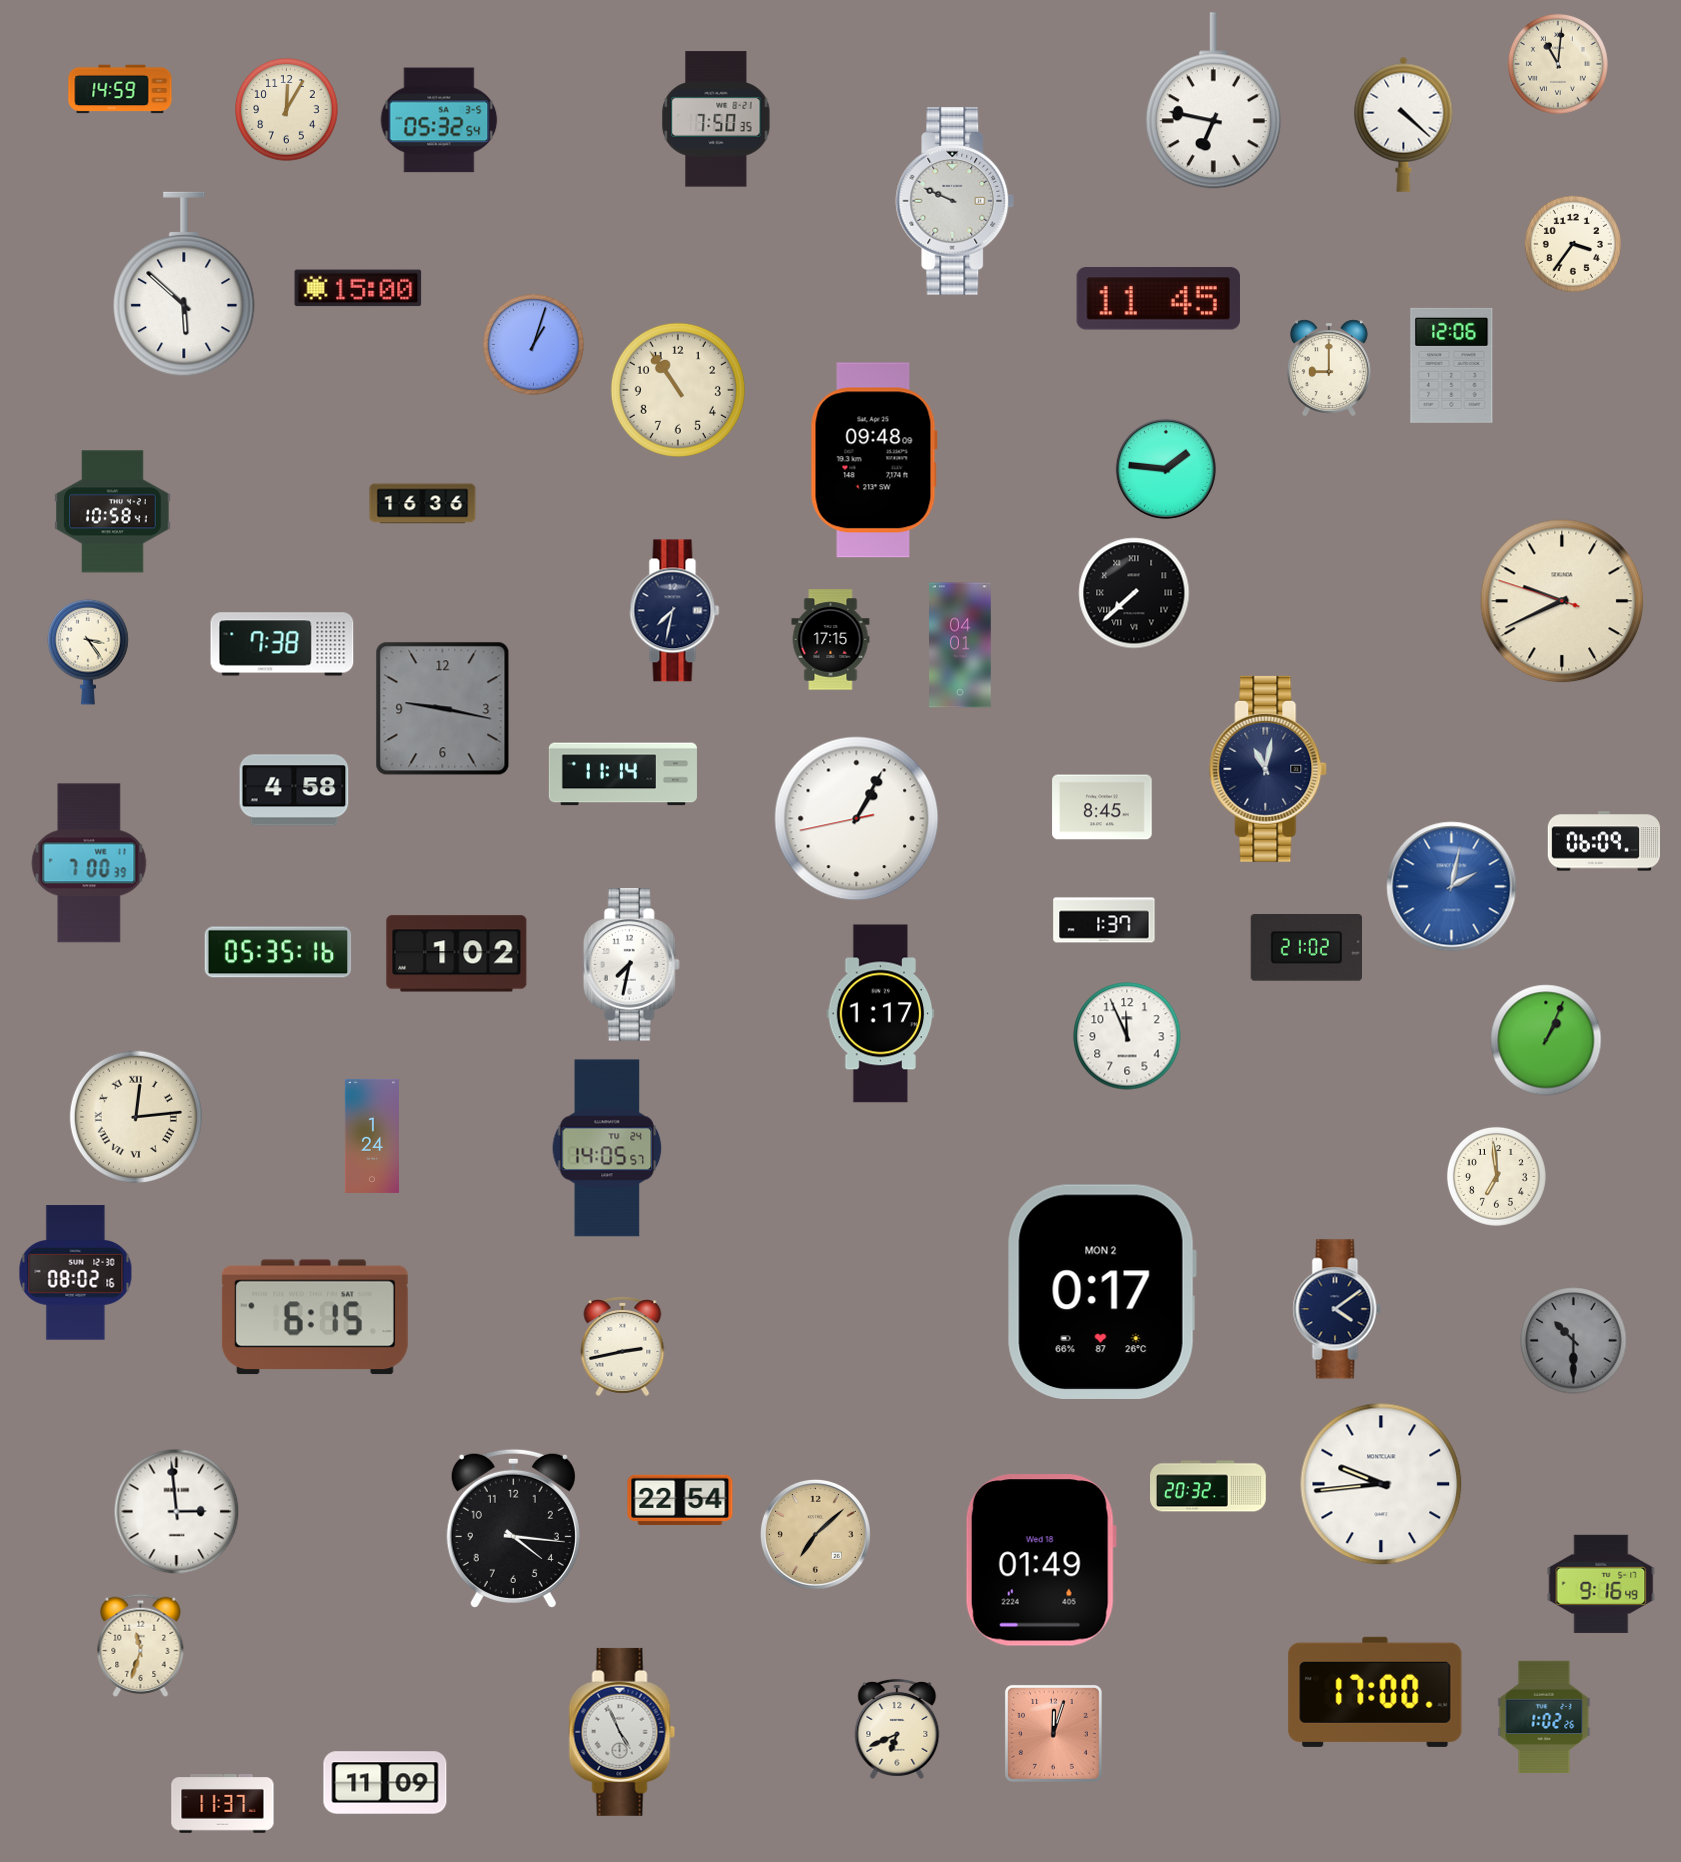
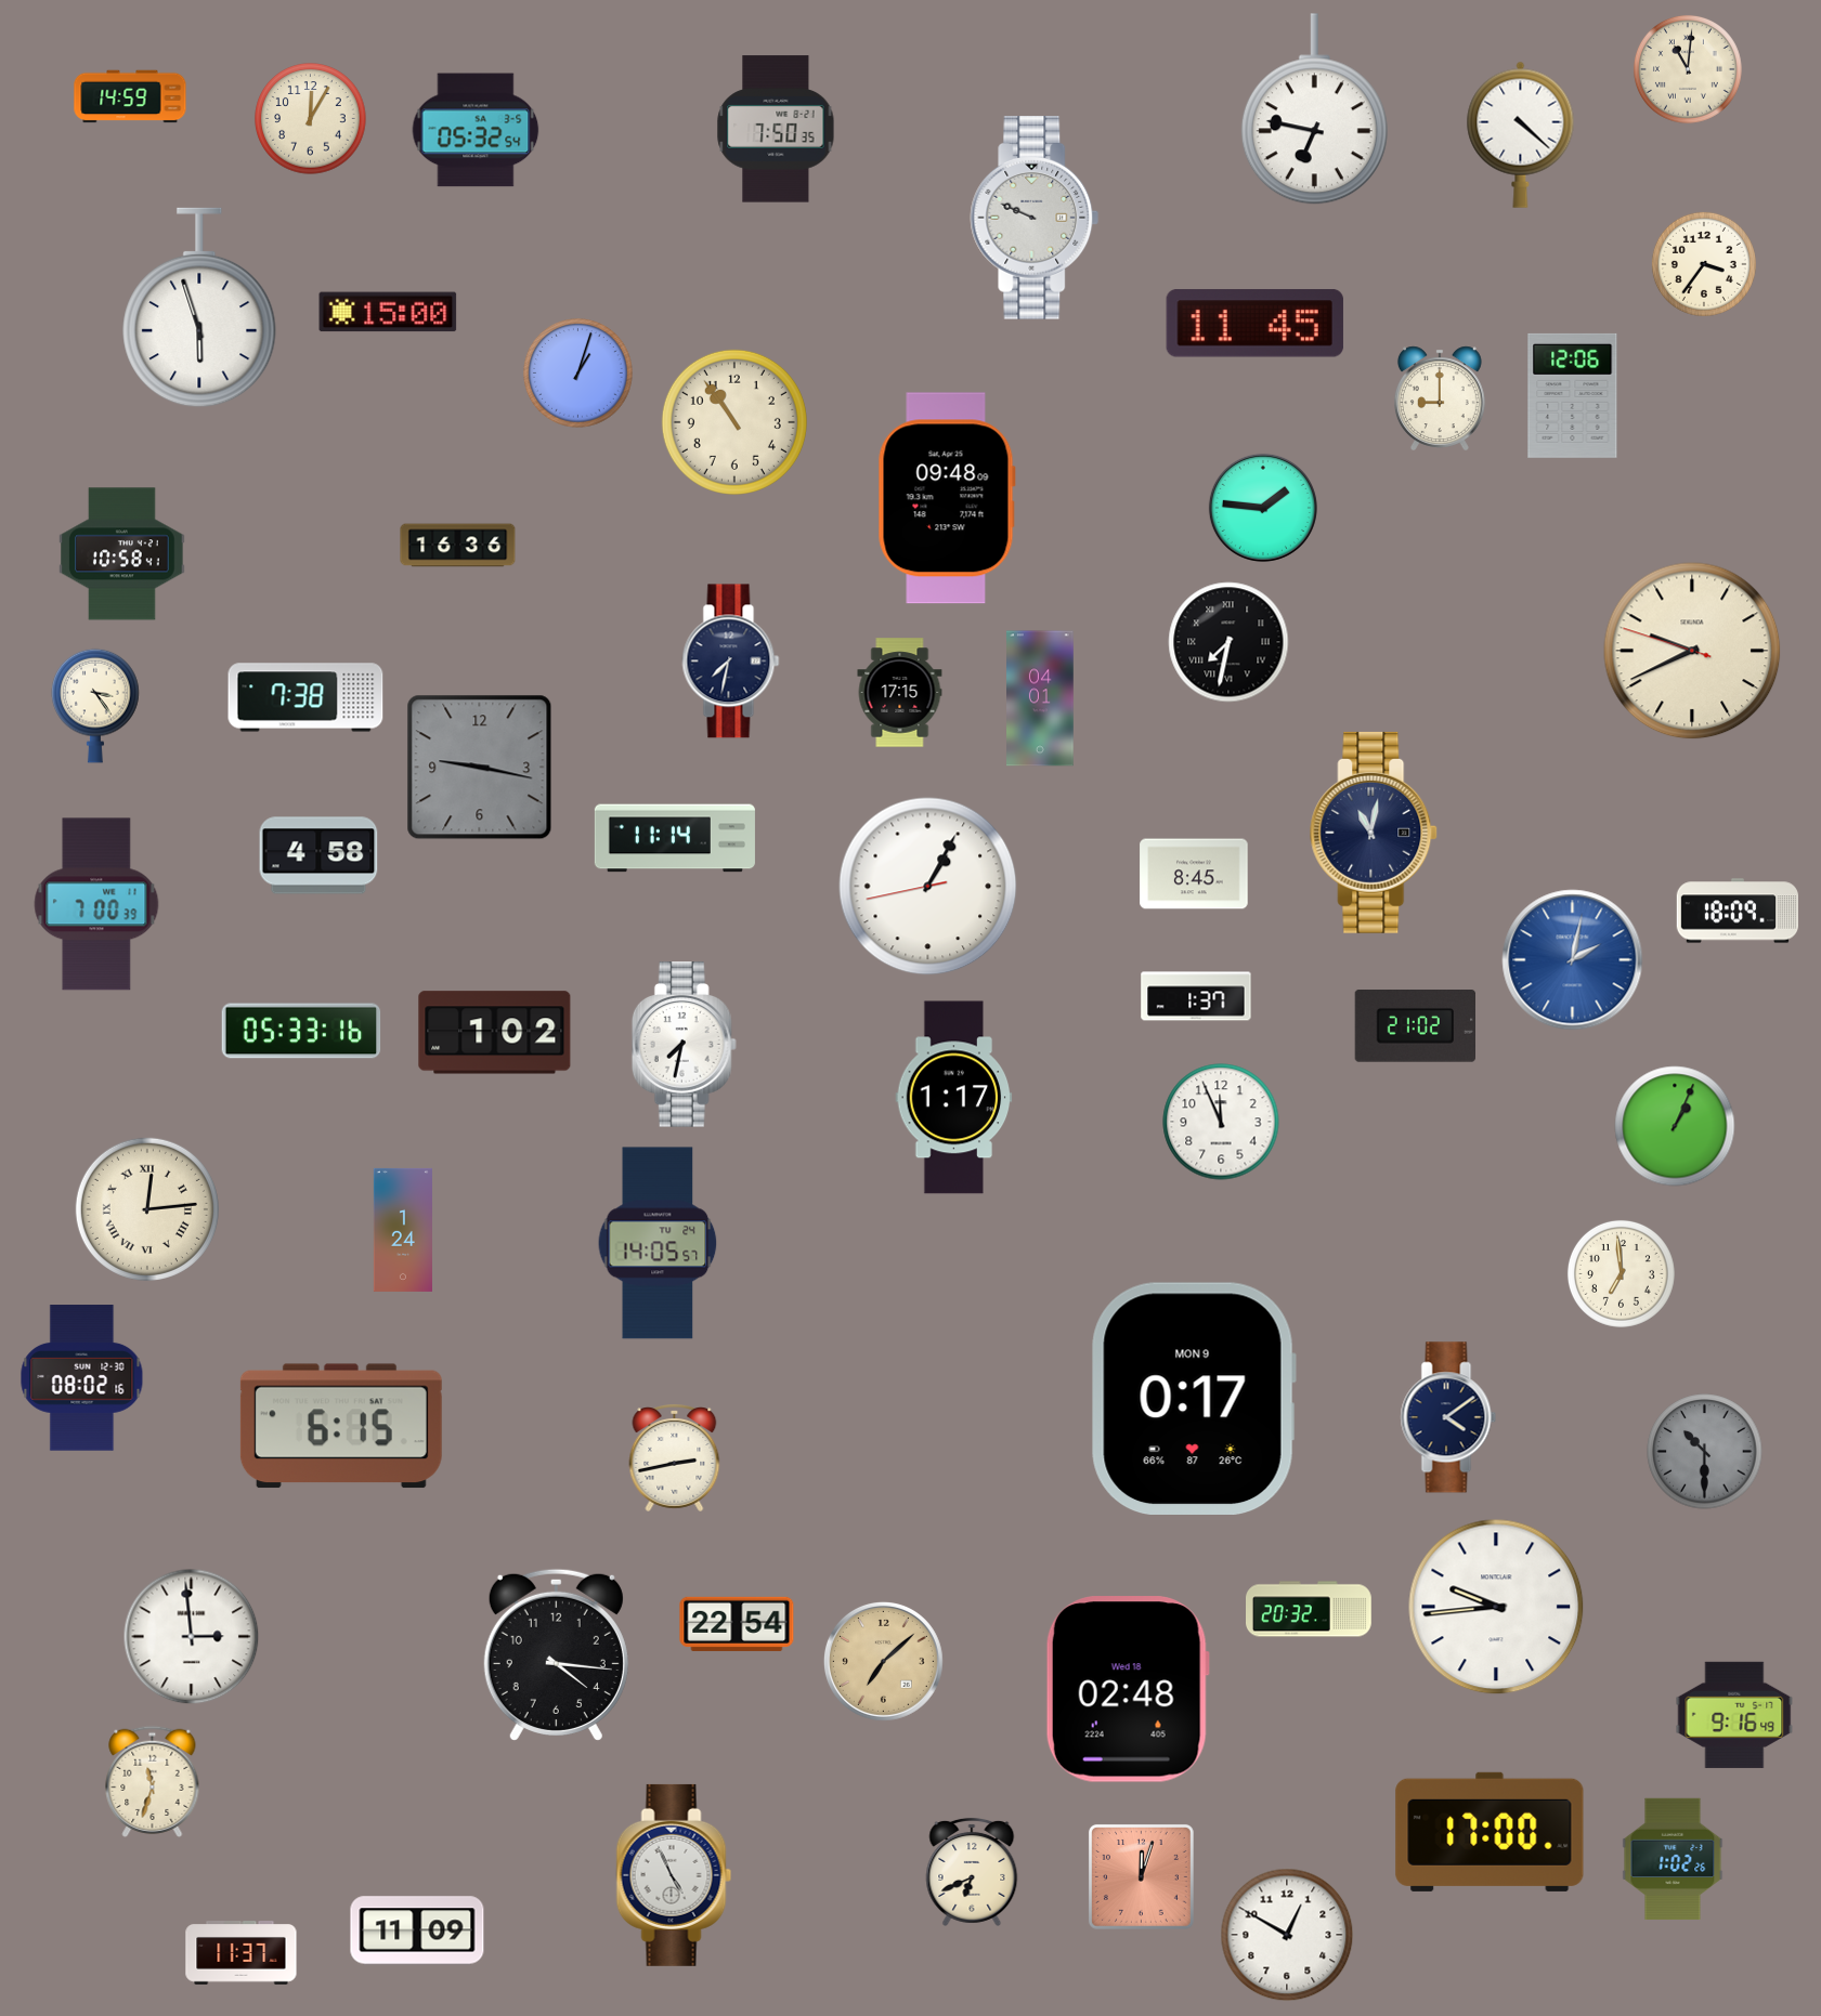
clock at (184, 284): 5:52 -> 5:57
clock at (1134, 593): 7:38 -> 7:32
clock at (1603, 841): 06:09 -> 18:09
clock at (89, 863) position: (89, 863) -> (96, 904)
clock at (278, 952): 05:35 -> 05:33
clock at (1102, 1291) date: MON 2 -> MON 9
clock at (1041, 1560): 01:49 -> 02:48
clock at (1287, 1935): none -> 12:50
